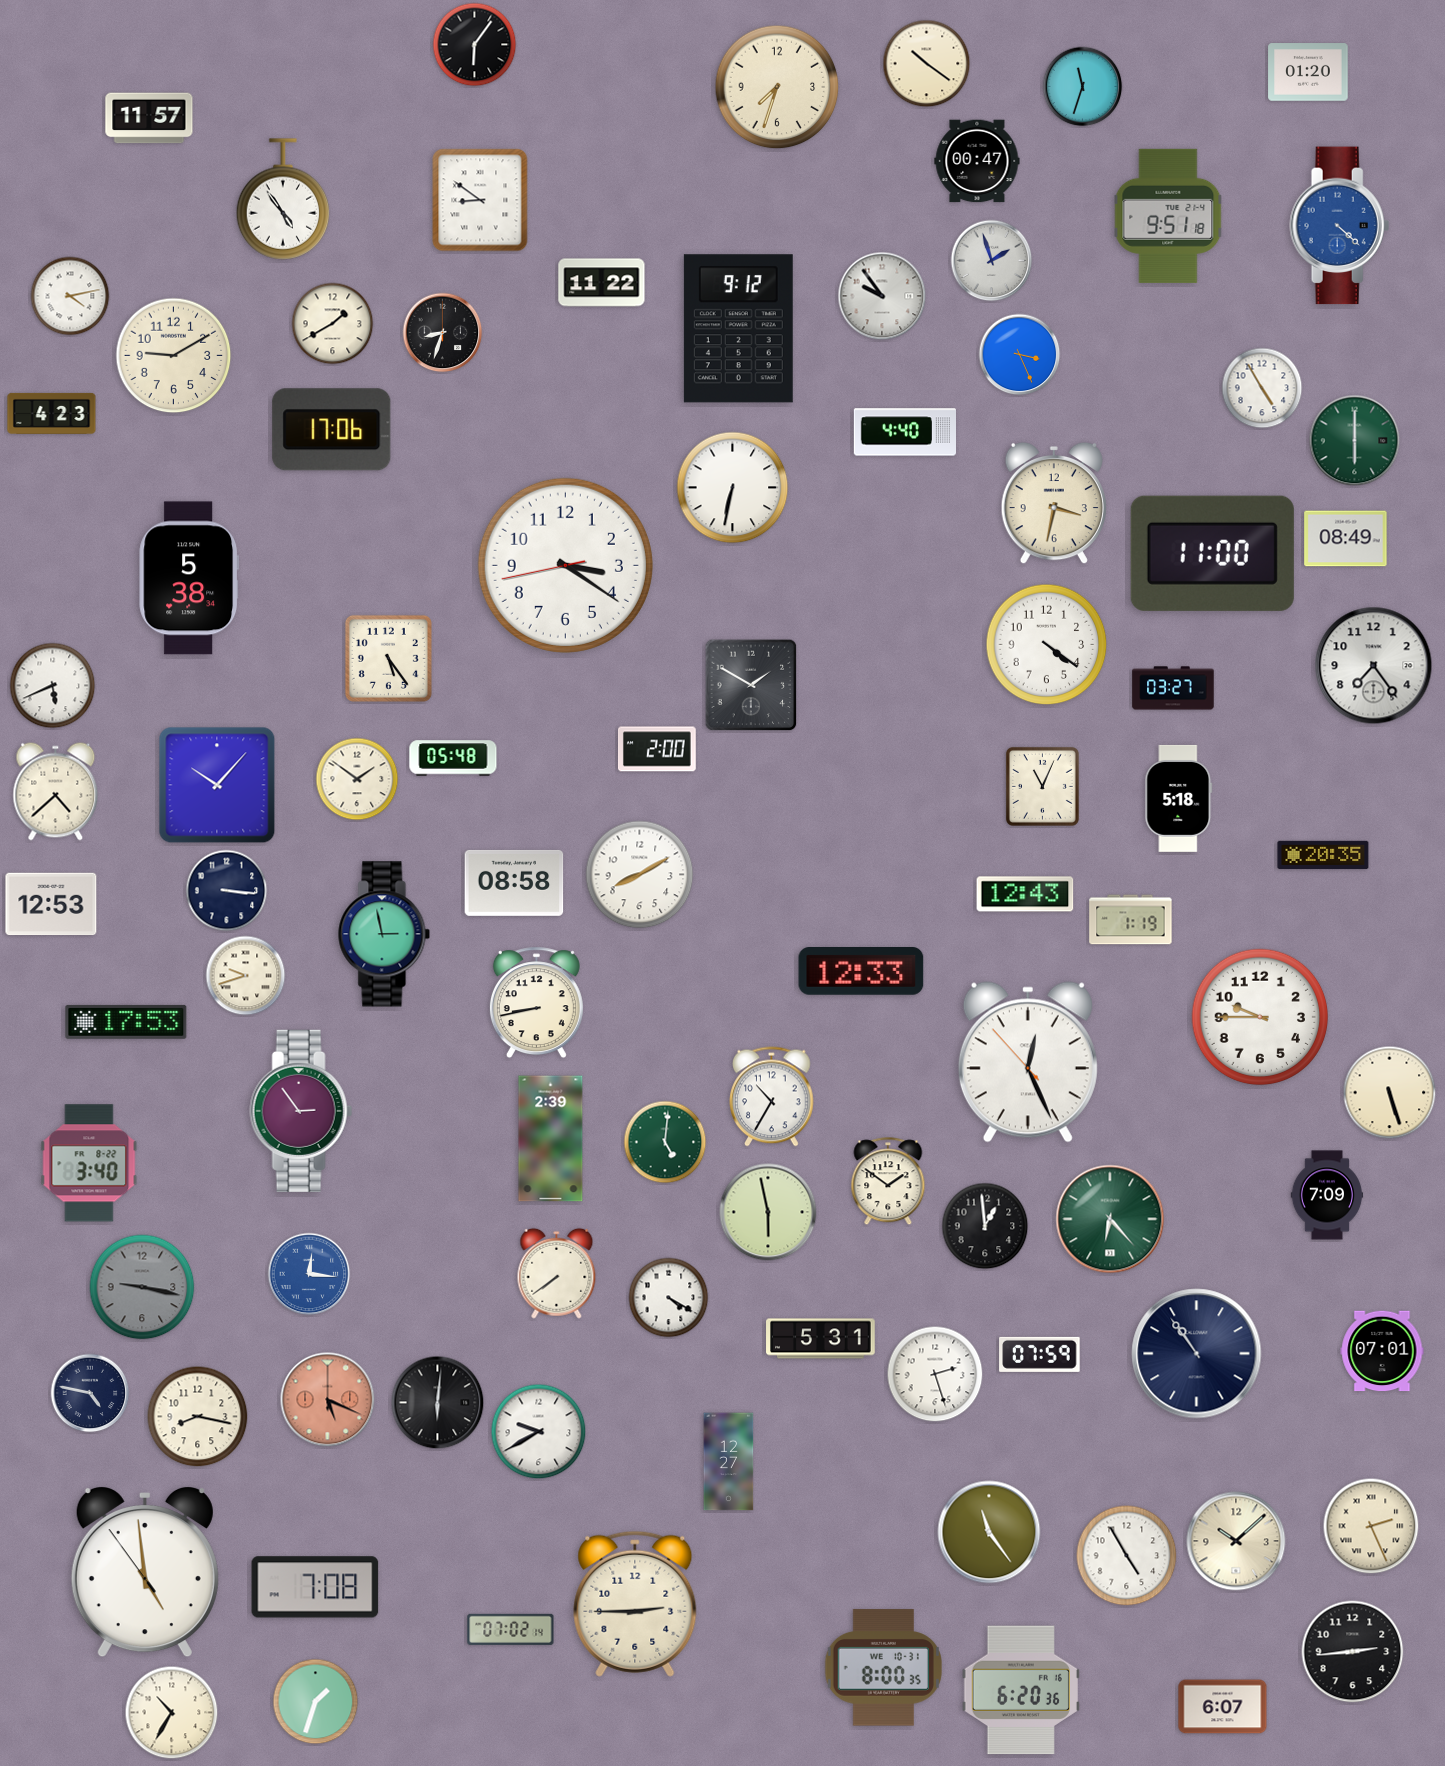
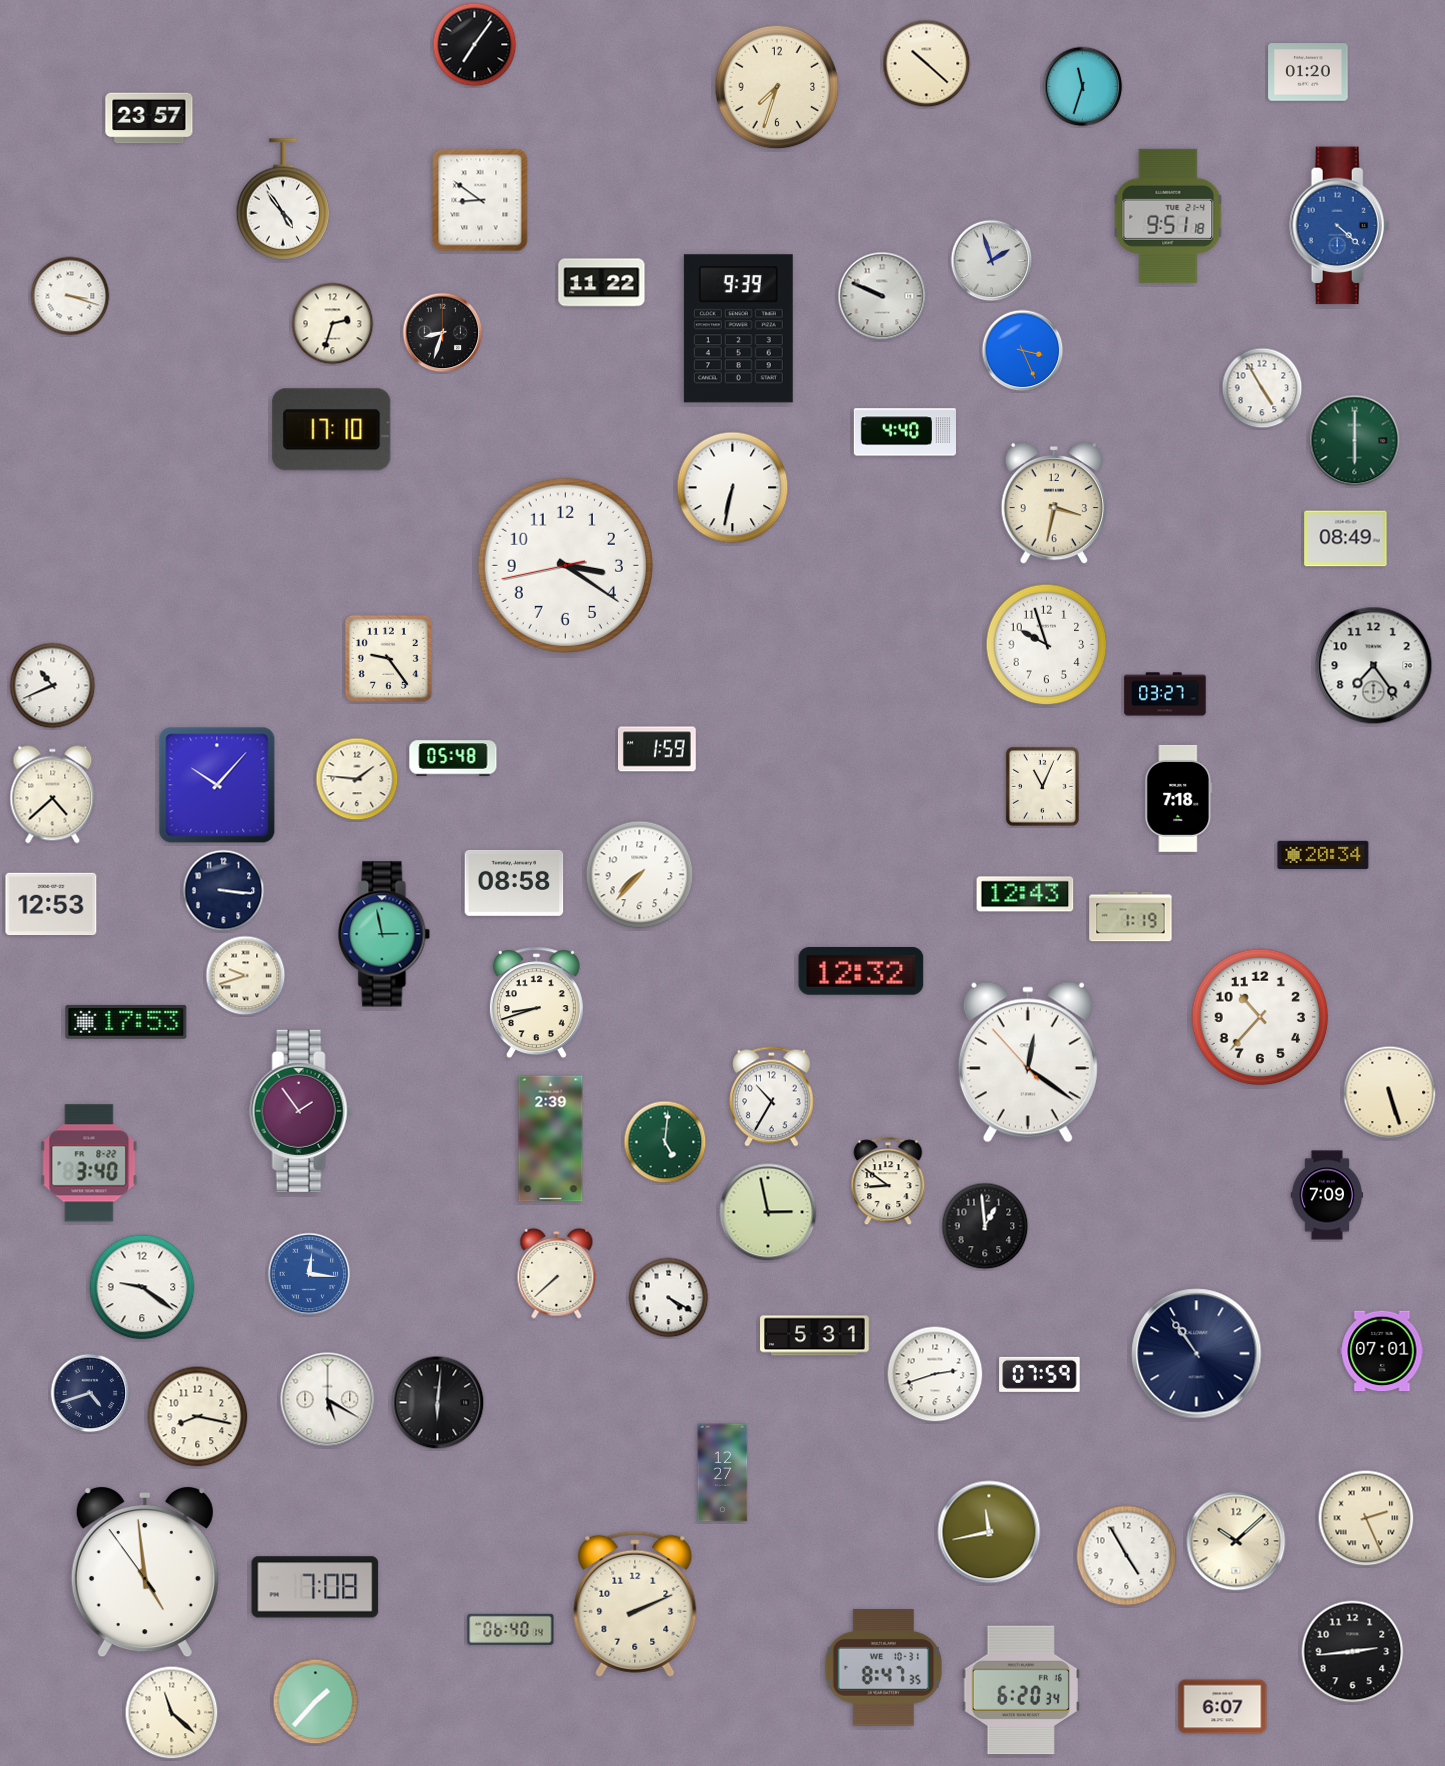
clock at (475, 45): 6:06 -> 7:06
clock at (927, 64): 10:21 -> 10:22
clock at (149, 118): 11:57 -> 23:57
clock at (977, 161): 00:47 -> none
clock at (70, 296): 4:13 -> 3:18
clock at (882, 296): 9:54 -> 9:49
clock at (333, 324): 1:40 -> 2:33
clock at (738, 329): 9:12 -> 9:39
clock at (1020, 355) position: (1020, 355) -> (1023, 351)
clock at (174, 356): 9:10 -> none
clock at (52, 413): 4:23 -> none
clock at (332, 430): 17:06 -> 17:10
clock at (1212, 553): 11:00 -> none
clock at (188, 578): 5:38 -> none
clock at (1047, 645): 4:21 -> 9:57
clock at (388, 658): 5:24 -> 9:24
clock at (751, 685): 1:50 -> none
clock at (53, 686): 5:41 -> 10:41
clock at (1173, 688) position: (1173, 688) -> (1165, 694)
clock at (658, 749): 2:00 -> 1:59
clock at (357, 779): 1:51 -> 1:46
clock at (56, 792) position: (56, 792) -> (53, 795)
clock at (1179, 798): 5:18 -> 7:18
clock at (1323, 855): 20:35 -> 20:34
clock at (640, 875): 8:10 -> 7:37
clock at (227, 891) position: (227, 891) -> (224, 891)
clock at (1131, 920) position: (1131, 920) -> (1131, 917)
clock at (861, 972): 12:33 -> 12:32
clock at (536, 1003): 8:43 -> 8:42
clock at (1260, 1017): 9:45 -> 10:37
clock at (1028, 1062): 12:25 -> 12:20
clock at (301, 1111): 2:54 -> 1:54
clock at (888, 1182): 1:51 -> 8:51
clock at (768, 1212): 5:58 -> 2:58
clock at (1110, 1219): 6:23 -> none
clock at (557, 1273): 7:39 -> 7:38
clock at (142, 1287): 9:17 -> 9:21
clock at (142, 1287) dial: grey -> white
clock at (821, 1339) position: (821, 1339) -> (815, 1336)
clock at (1040, 1354) position: (1040, 1354) -> (1040, 1374)
clock at (935, 1374): 2:27 -> 2:42
clock at (90, 1393): 4:47 -> 4:42
clock at (328, 1400): 5:19 -> 5:20
clock at (328, 1400) dial: salmon -> white
clock at (539, 1432): 9:40 -> none
clock at (729, 1462) position: (729, 1462) -> (723, 1473)
clock at (1371, 1526) position: (1371, 1526) -> (1366, 1518)
clock at (989, 1532): 11:24 -> 11:43
clock at (635, 1604): 2:45 -> 2:11
clock at (511, 1629): 07:02 -> 06:40
clock at (883, 1668): 8:00 -> 8:47
clock at (1021, 1690): 6:20:36 -> 6:20:34
clock at (316, 1702): 1:33 -> 1:37
clock at (172, 1713): 10:35 -> 11:22
